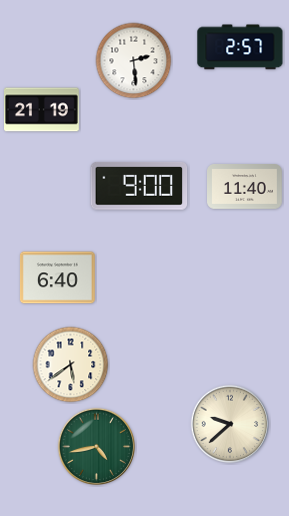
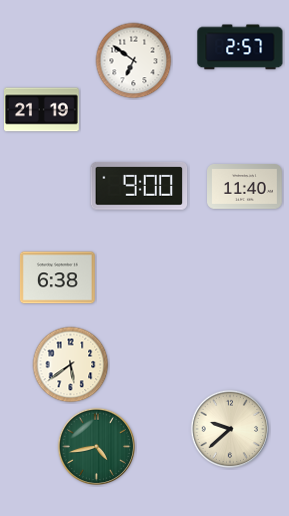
clock at (134, 61): 2:29 -> 6:51
clock at (57, 278): 6:40 -> 6:38
clock at (230, 424) position: (230, 424) -> (230, 429)
